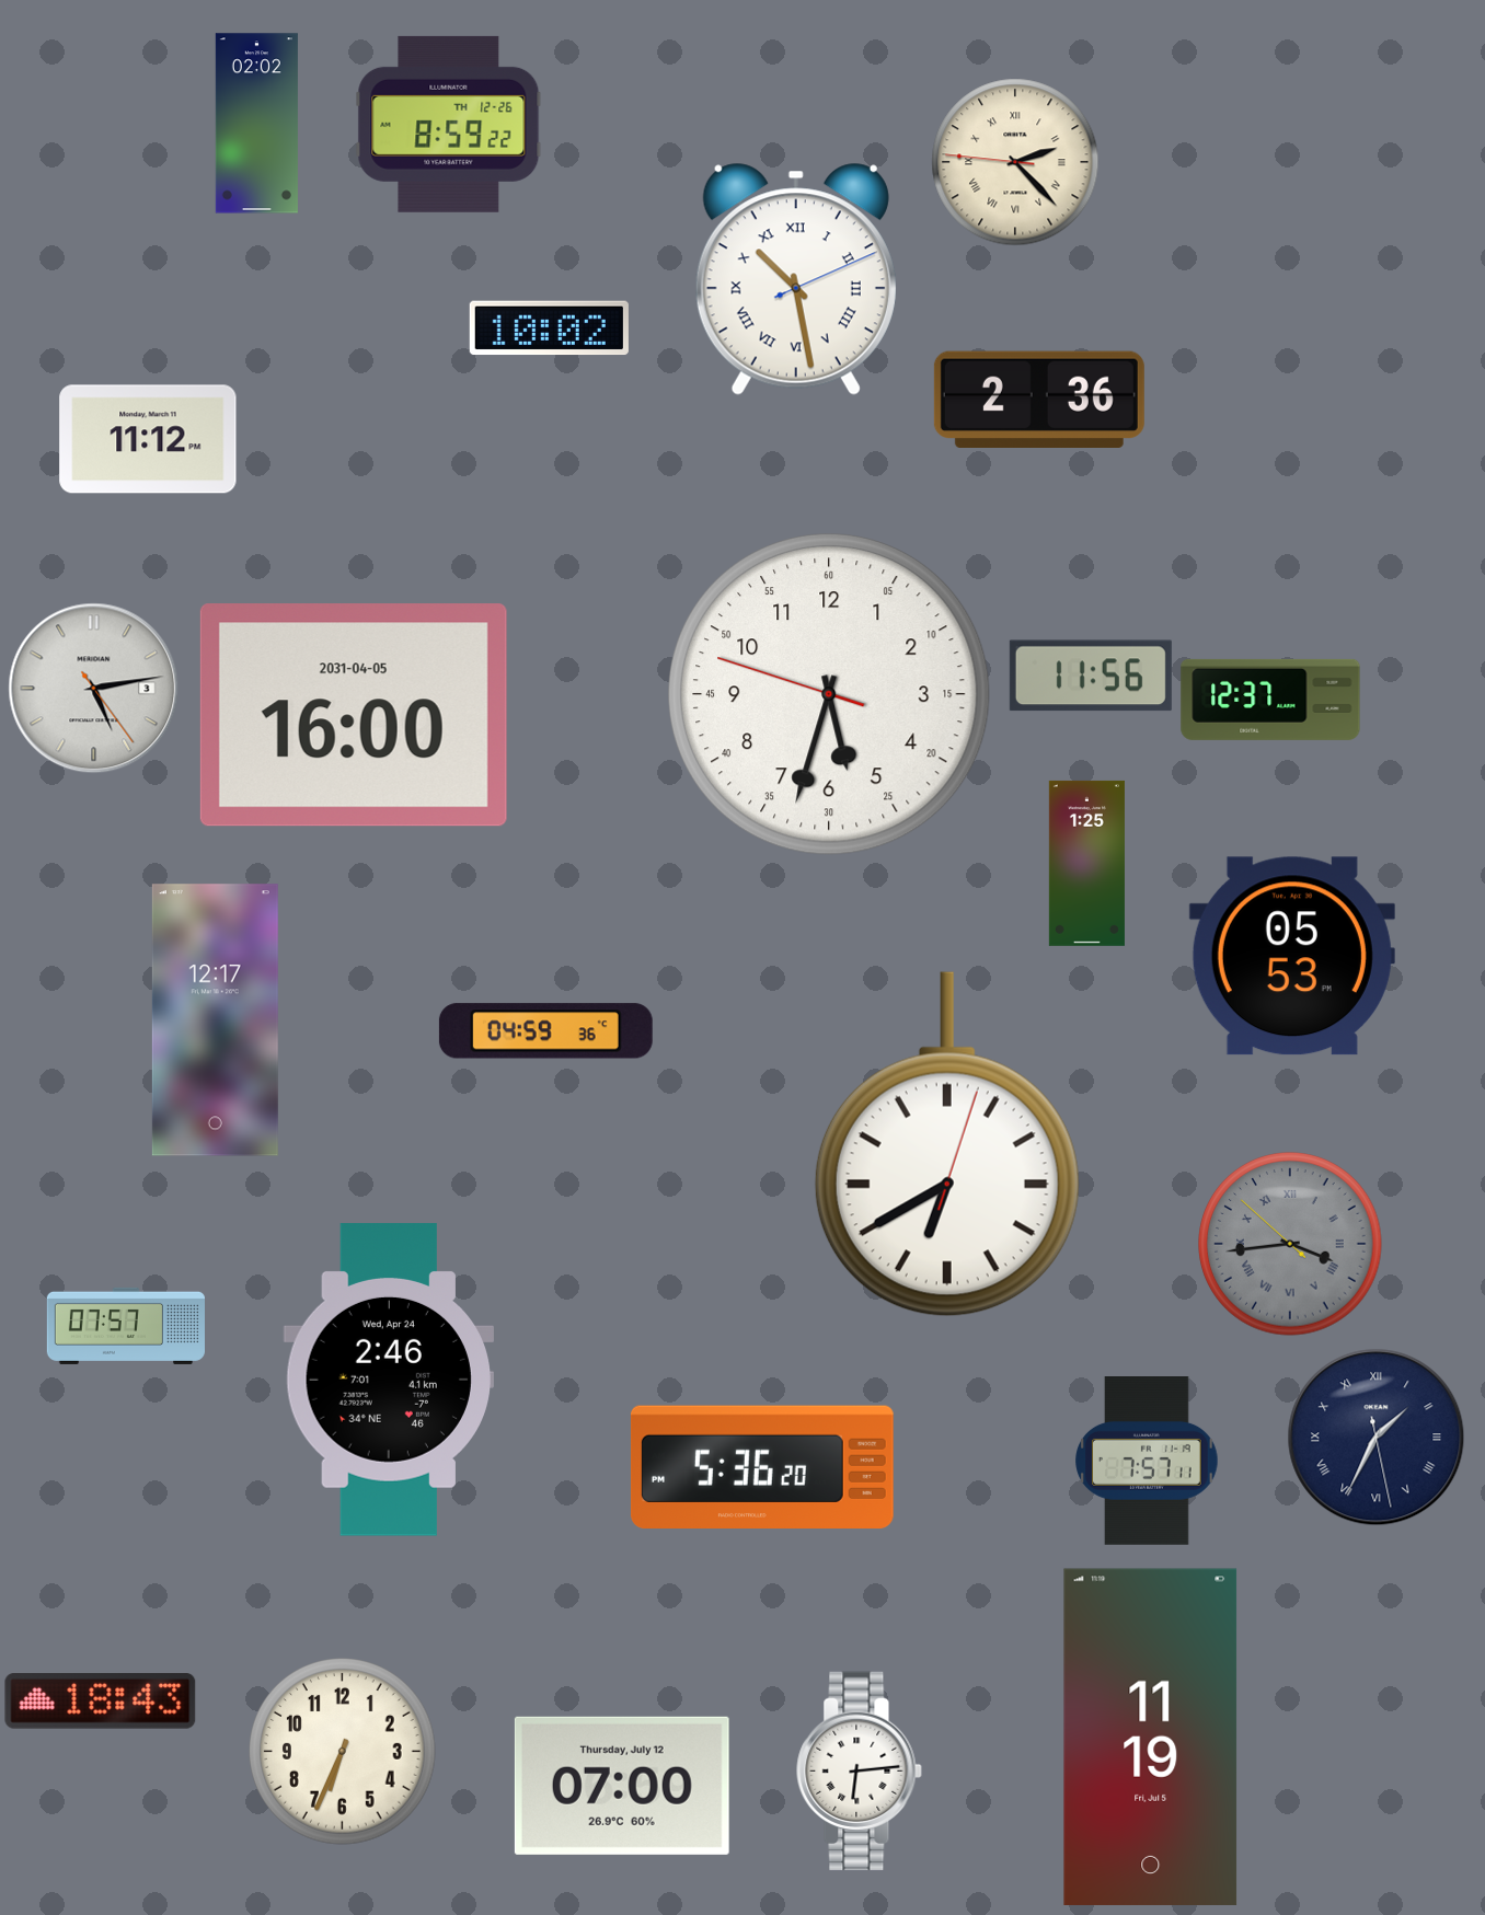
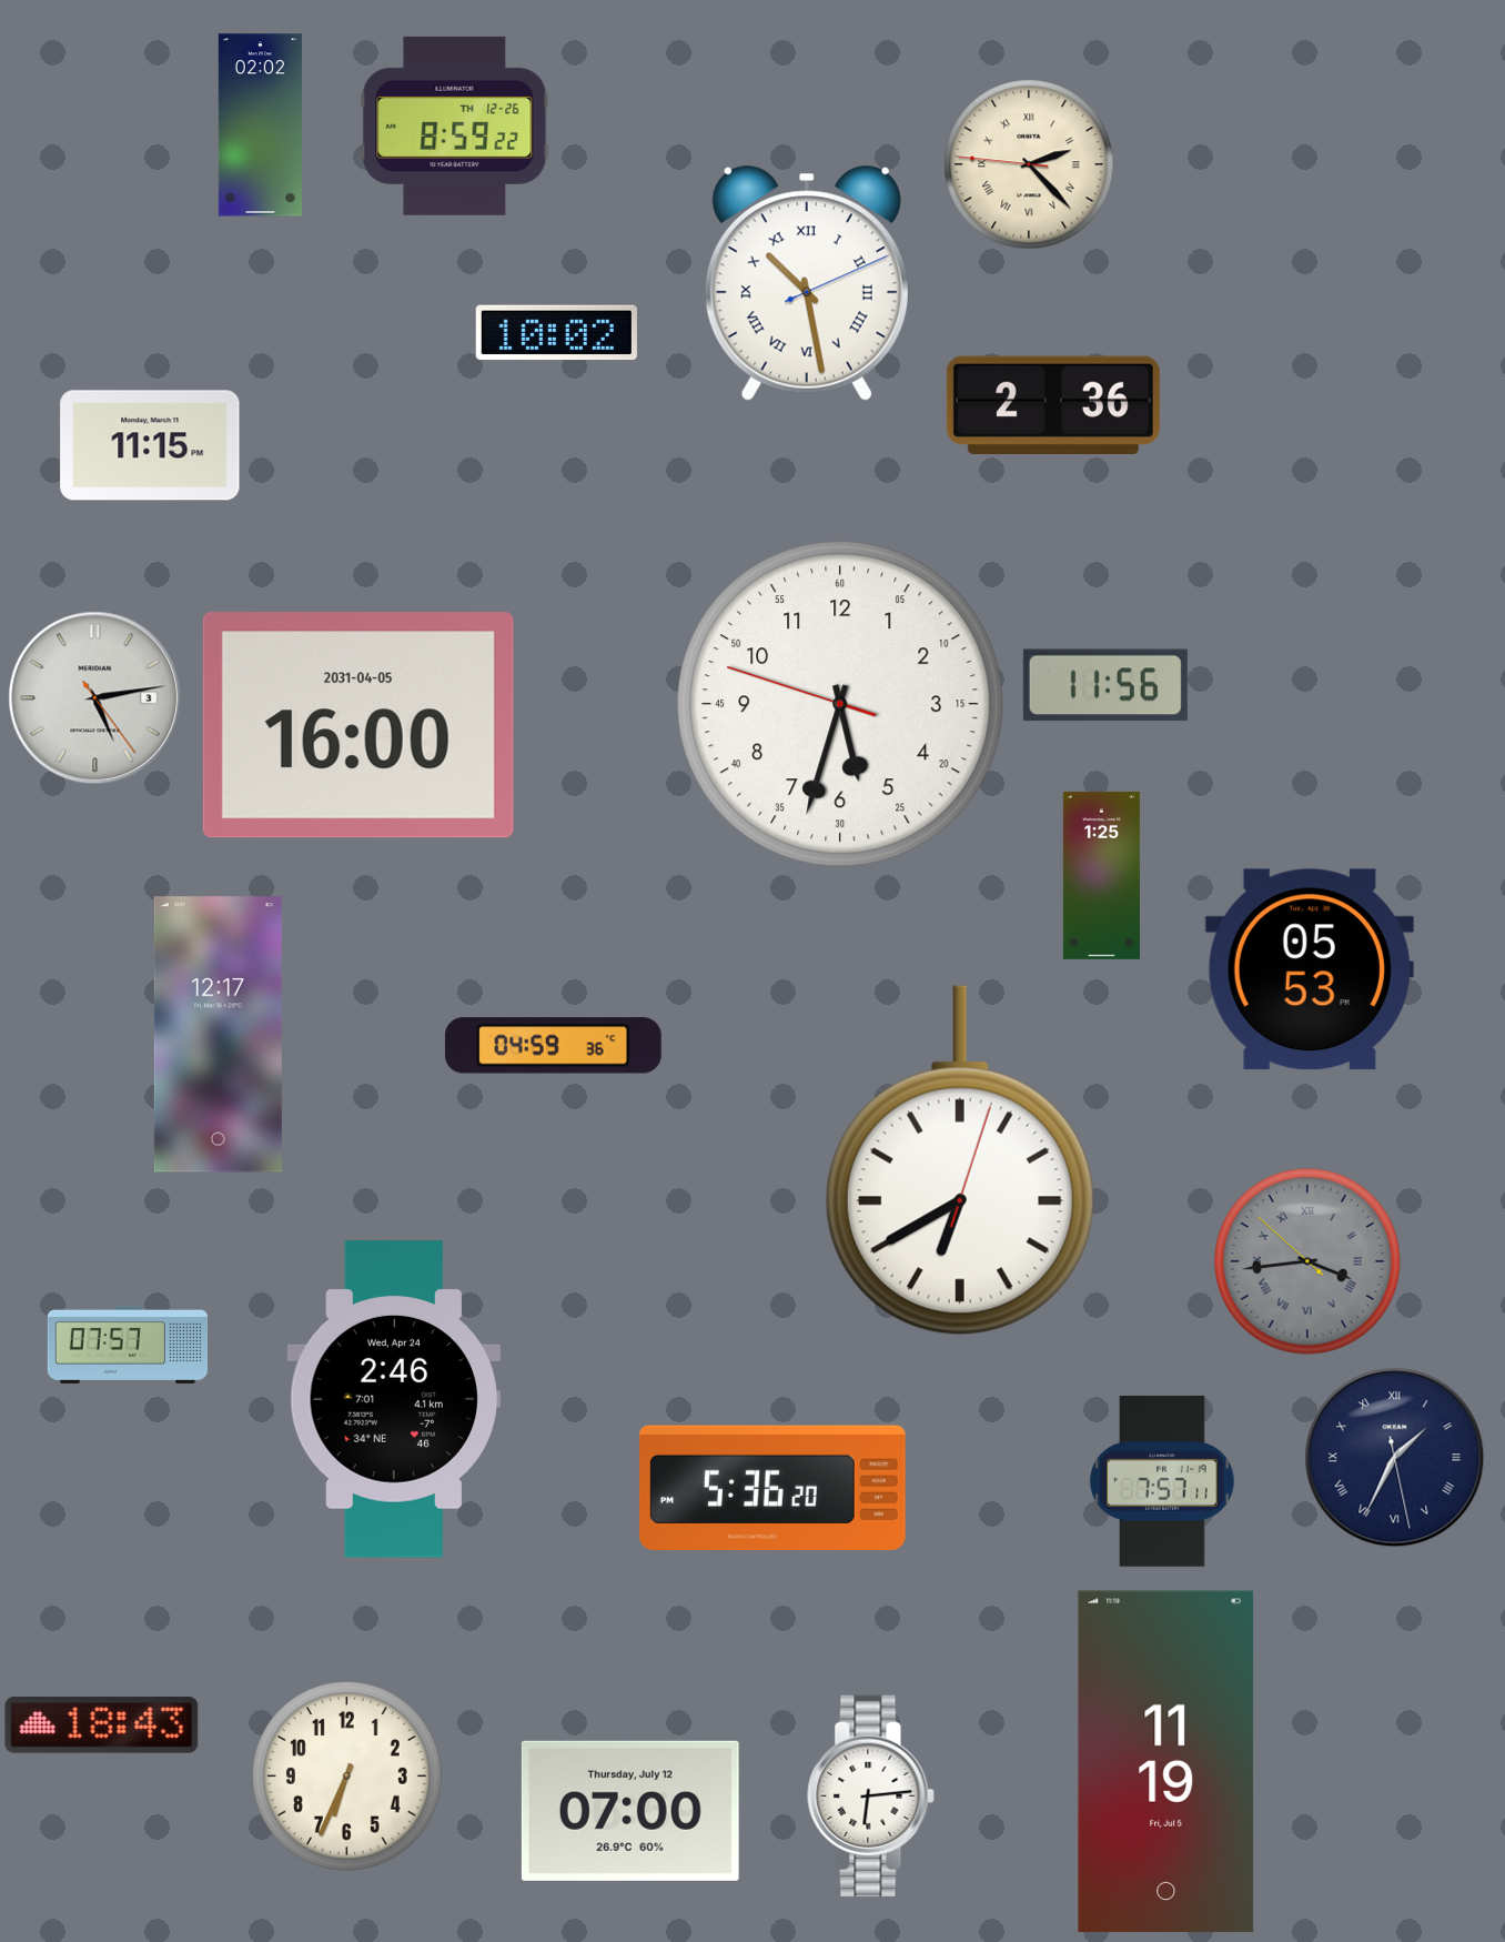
clock at (148, 439): 11:12 -> 11:15
clock at (1270, 700): 12:37 -> none
